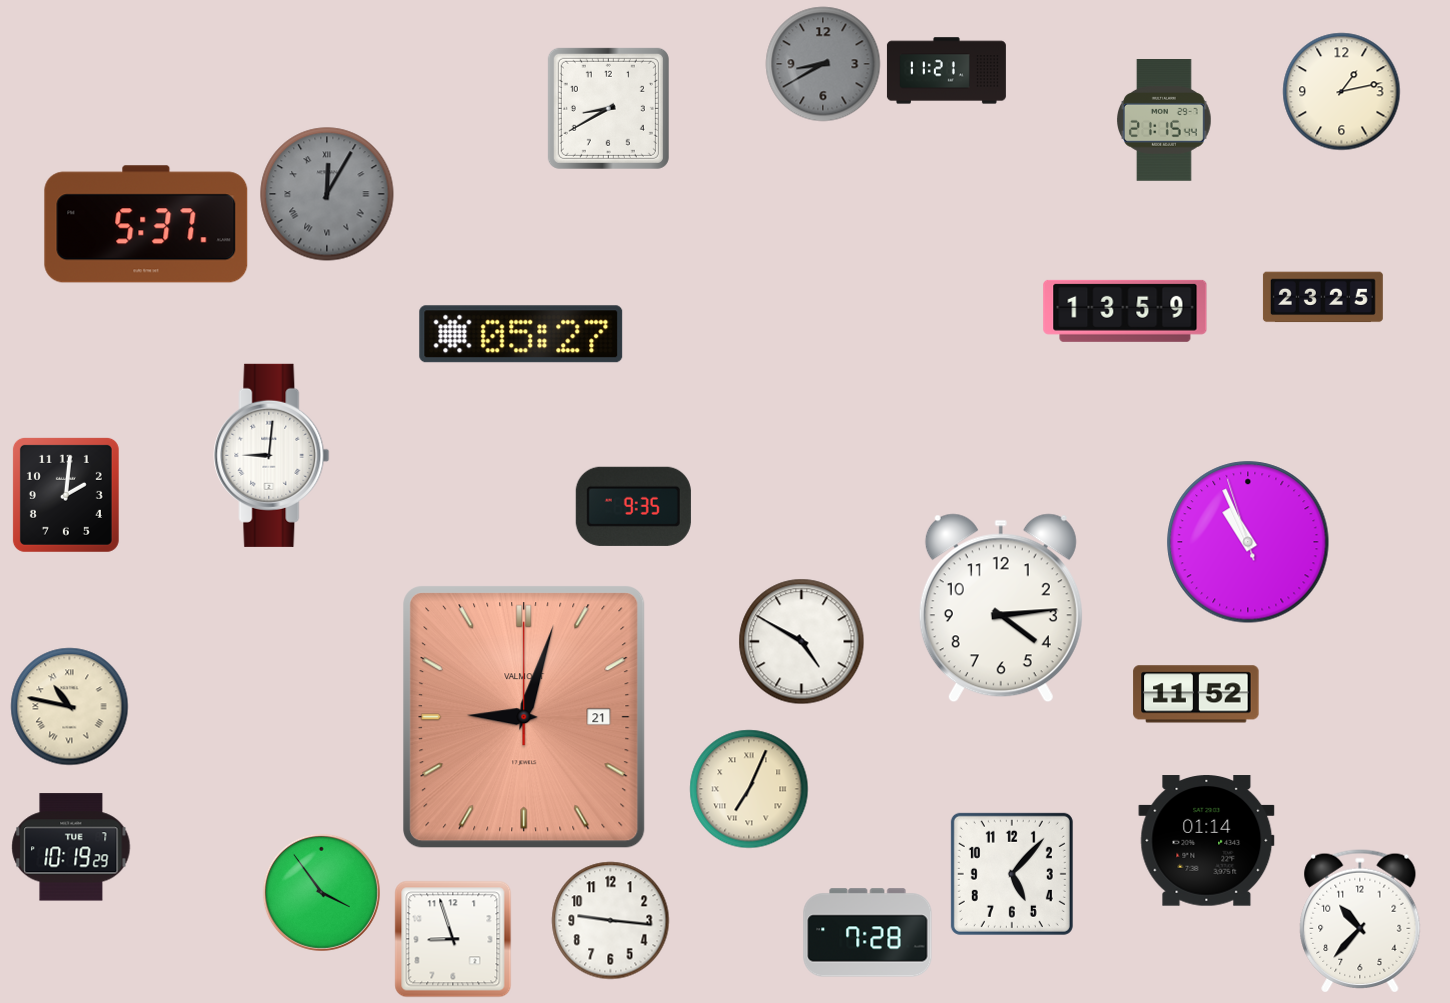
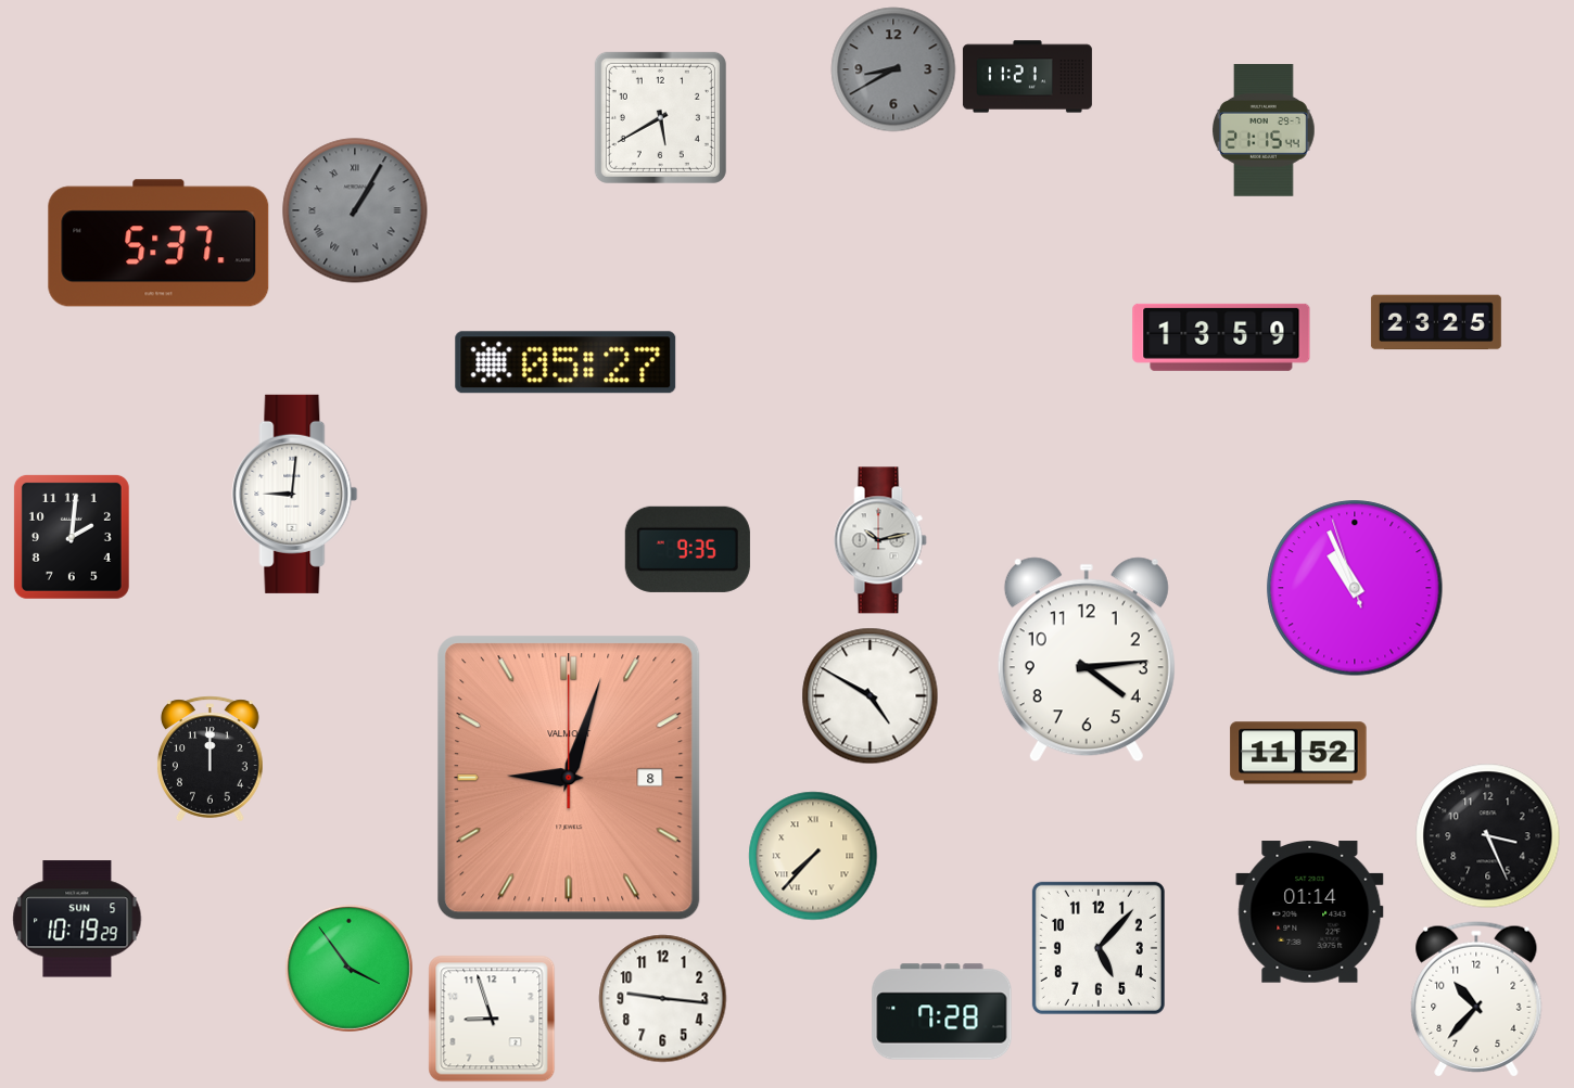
clock at (1342, 92): 1:13 -> none
clock at (608, 108): 8:40 -> 5:40
clock at (327, 194): 12:05 -> 1:05
clock at (880, 540): none -> 10:13
clock at (210, 759): none -> 12:00
clock at (70, 707): 10:47 -> none
clock at (524, 717) date: 21 -> 8
clock at (1488, 836): none -> 3:26
clock at (749, 789): 7:04 -> 7:37
clock at (71, 847) date: TUE 7 -> SUN 5
